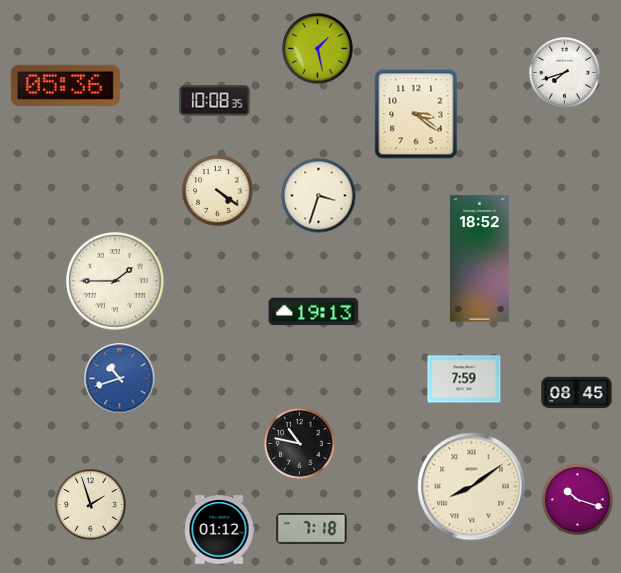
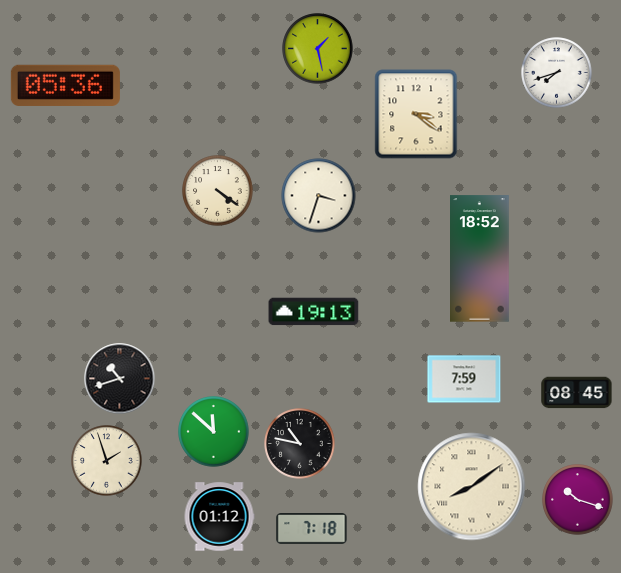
clock at (565, 73) position: (565, 73) -> (557, 73)
clock at (215, 101): 10:08 -> none
clock at (115, 281): 1:45 -> none
clock at (120, 379) dial: blue -> black
clock at (214, 432): none -> 11:52
clock at (91, 505) position: (91, 505) -> (107, 461)
clock at (219, 530) position: (219, 530) -> (219, 517)
